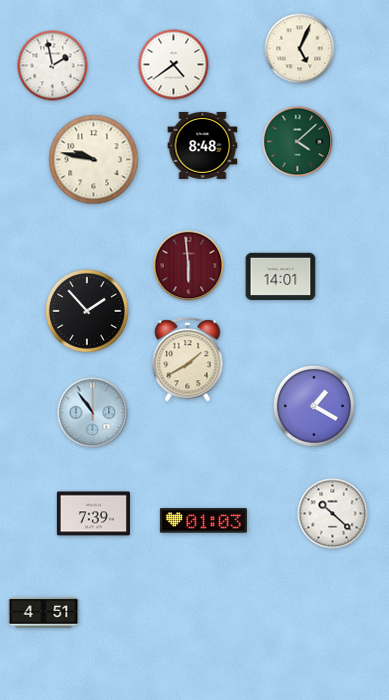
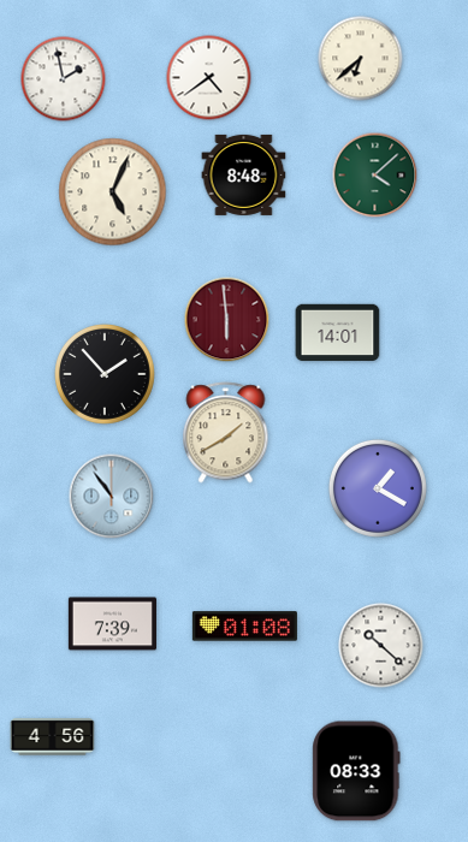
clock at (300, 49): 5:04 -> 6:38
clock at (298, 142) position: (298, 142) -> (375, 176)
clock at (94, 160): 9:47 -> 5:04
clock at (93, 514) position: (93, 514) -> (112, 624)
clock at (333, 514) position: (333, 514) -> (381, 646)
clock at (203, 521): 01:03 -> 01:08
clock at (44, 613): 4:51 -> 4:56
clock at (356, 771): none -> 08:33
